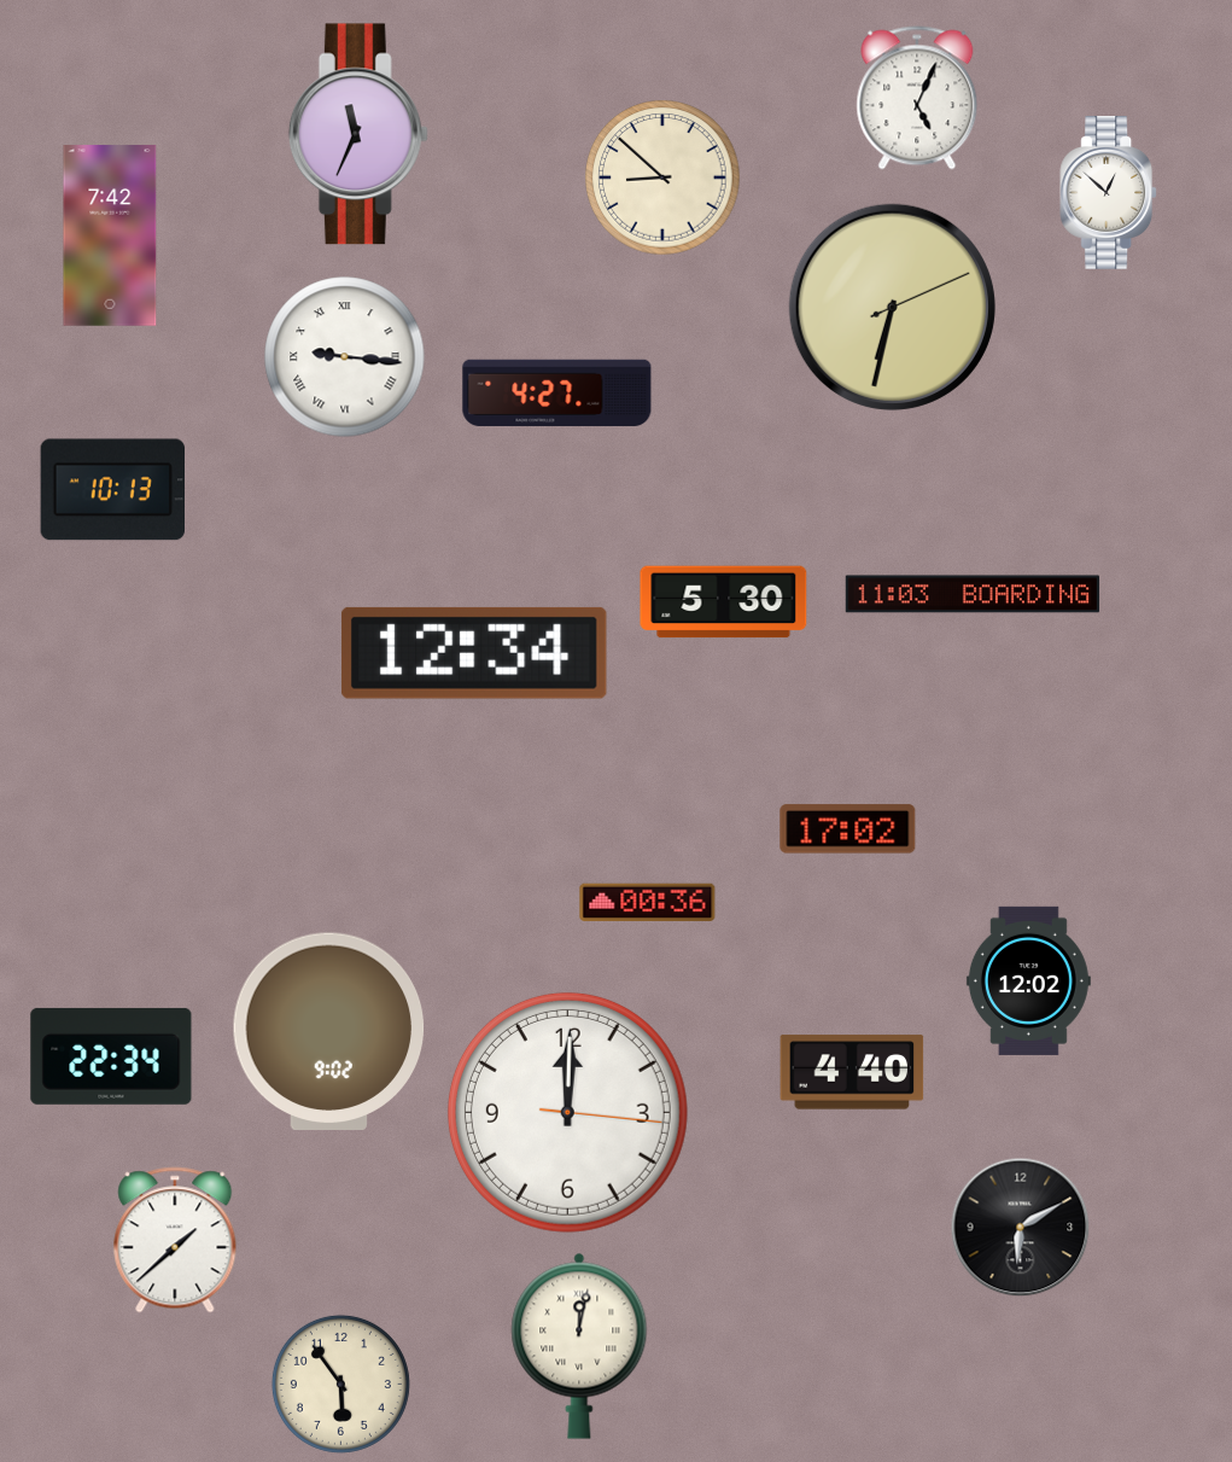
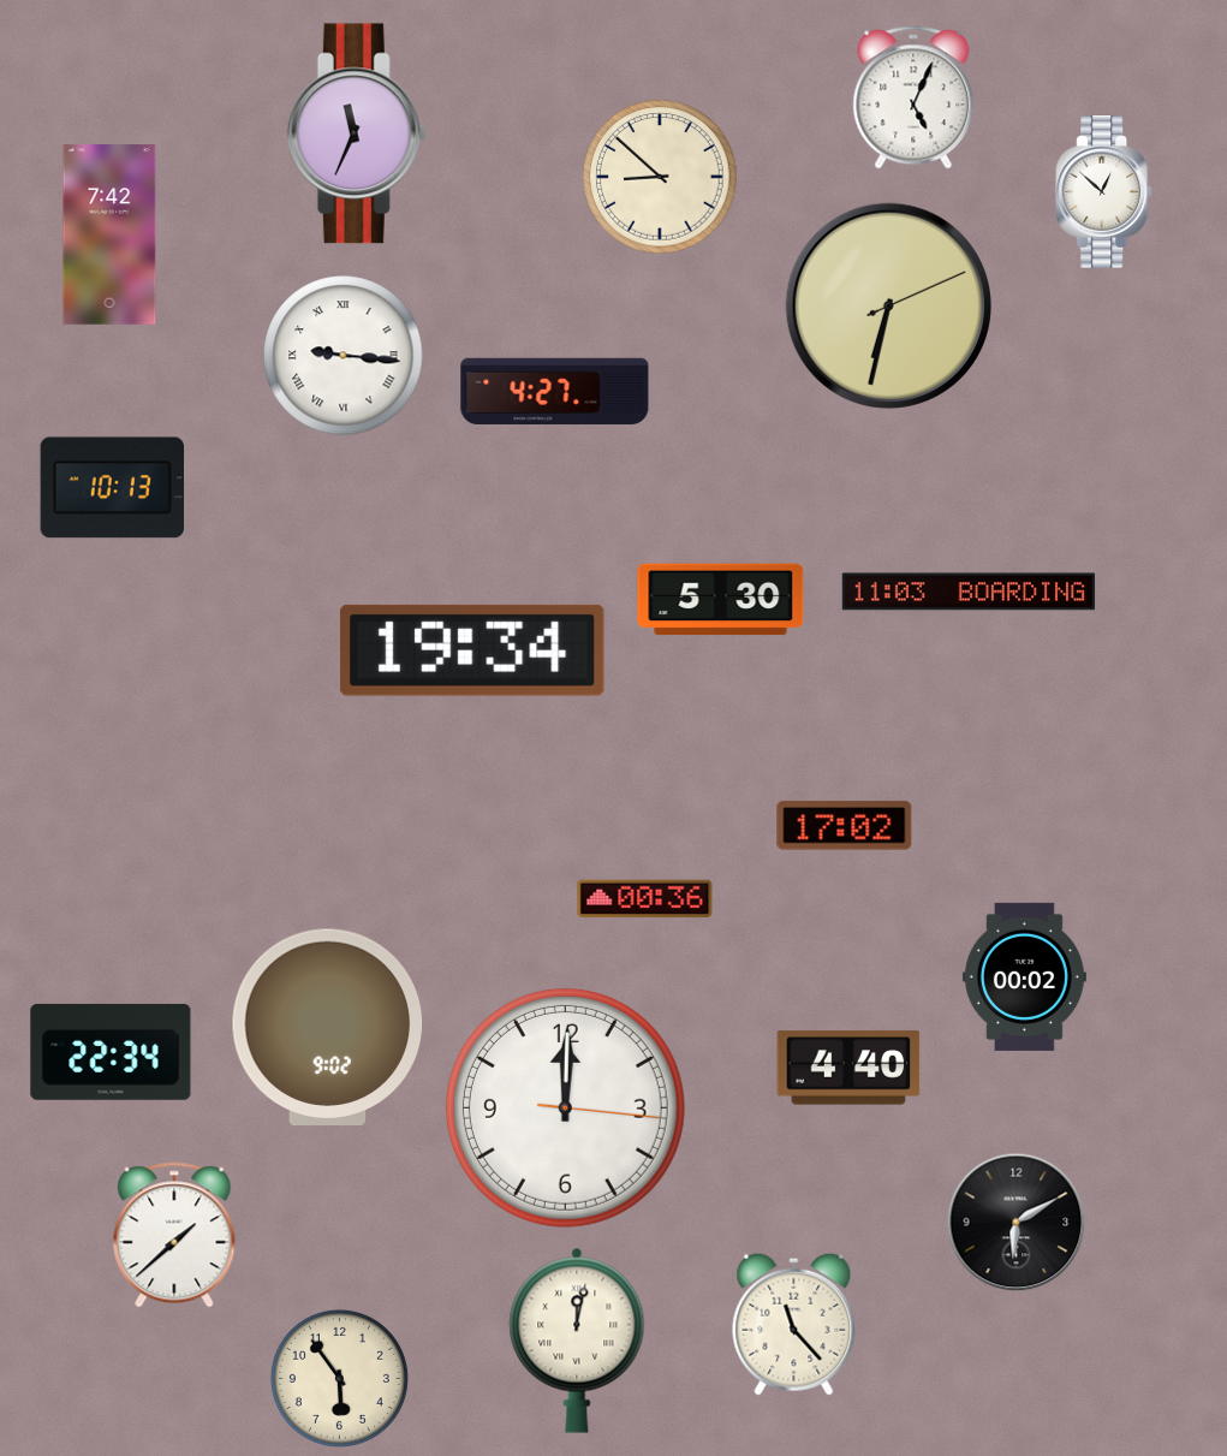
clock at (474, 653): 12:34 -> 19:34
clock at (1028, 980): 12:02 -> 00:02
clock at (794, 1324): none -> 11:23
